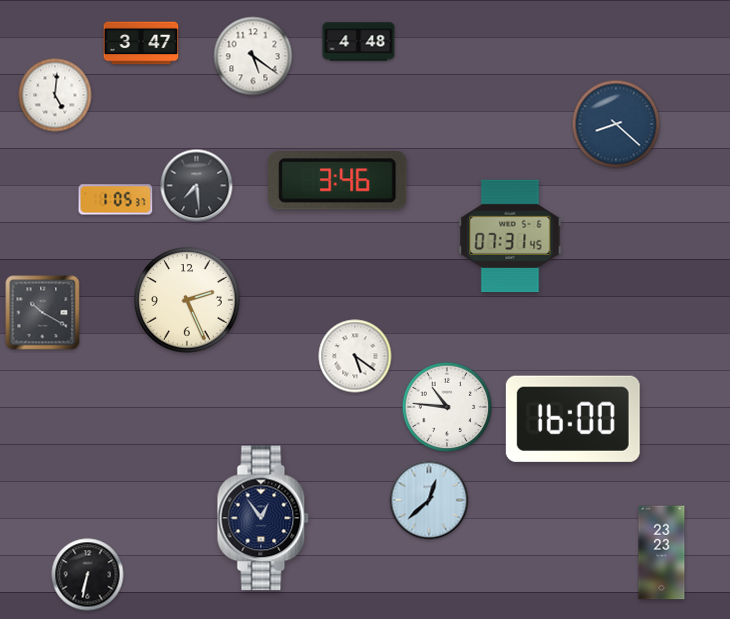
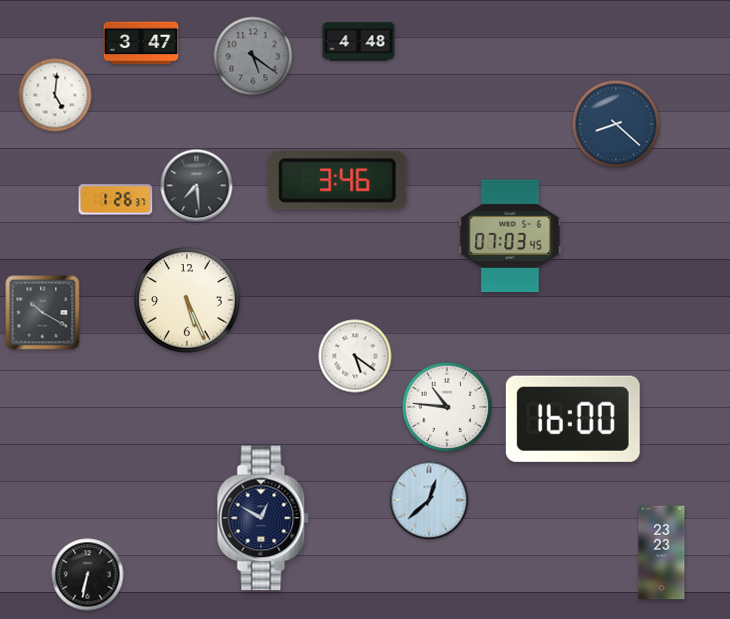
clock at (253, 56) dial: white -> grey
clock at (116, 200): 1:05 -> 1:26
clock at (510, 236): 07:31 -> 07:03
clock at (187, 300): 2:26 -> 5:26
clock at (263, 518): 12:54 -> 12:50
